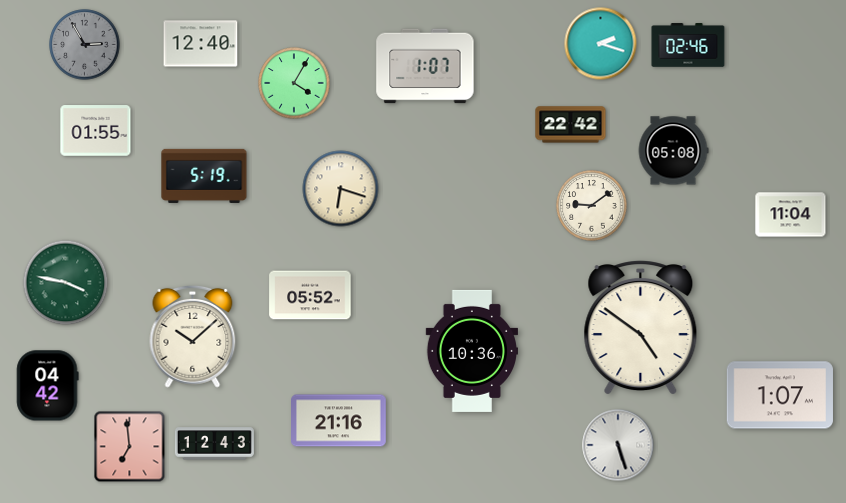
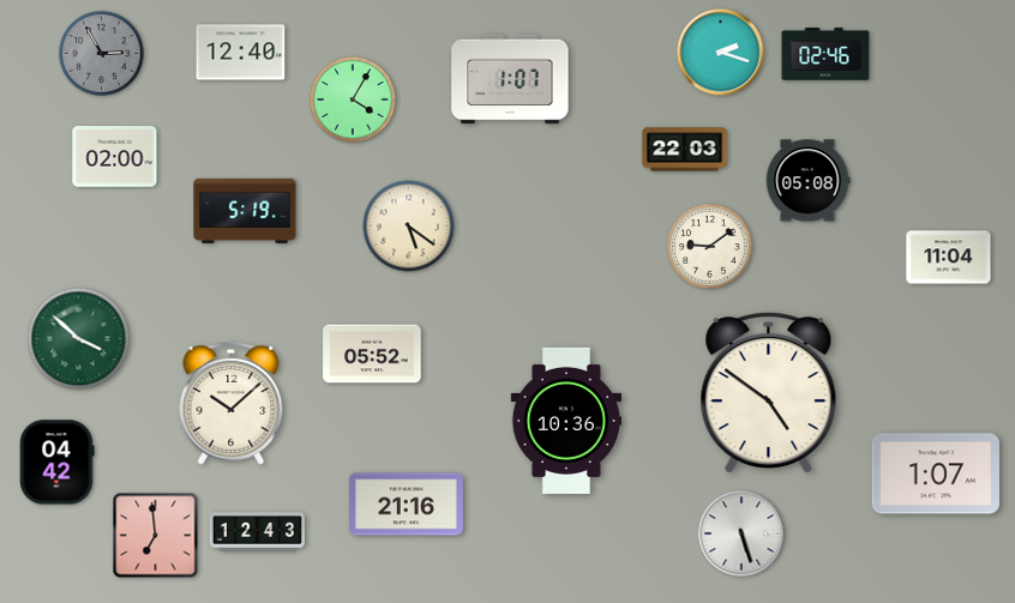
clock at (571, 125): 22:42 -> 22:03
clock at (96, 131): 01:55 -> 02:00
clock at (341, 189): 6:18 -> 5:21
clock at (66, 283): 3:47 -> 3:52
